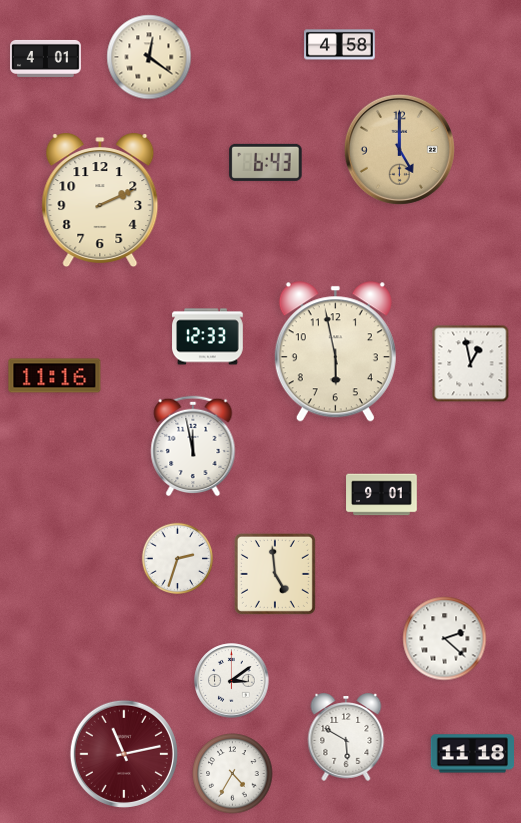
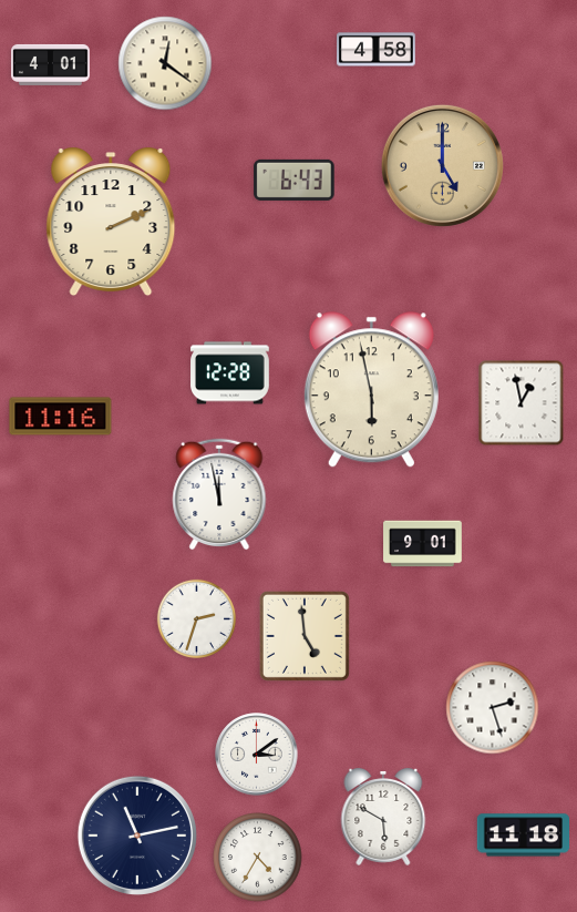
clock at (208, 337): 12:33 -> 12:28
clock at (193, 446) position: (193, 446) -> (219, 494)
clock at (382, 495) position: (382, 495) -> (423, 544)
clock at (445, 639): 2:22 -> 2:27
clock at (124, 754) dial: burgundy -> navy
